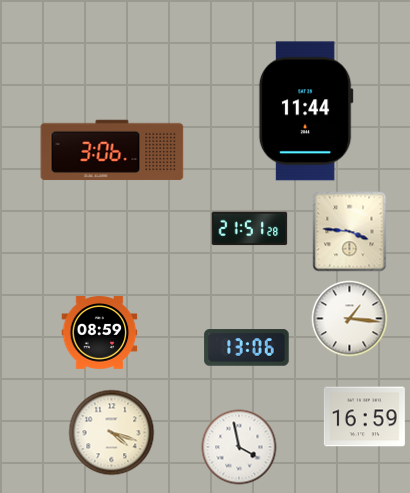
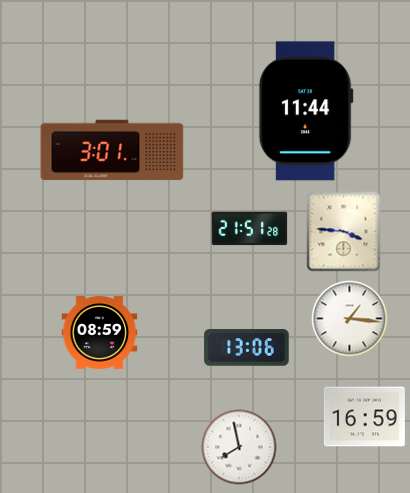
clock at (112, 150): 3:06 -> 3:01
clock at (350, 232) position: (350, 232) -> (344, 232)
clock at (112, 433): 4:18 -> none
clock at (239, 447): 3:58 -> 7:58
